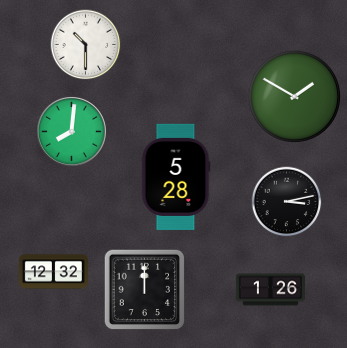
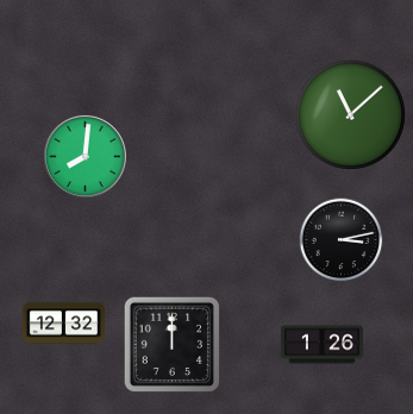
clock at (86, 45): 10:30 -> none
clock at (294, 96): 1:50 -> 11:08
clock at (176, 177): 5:28 -> none
